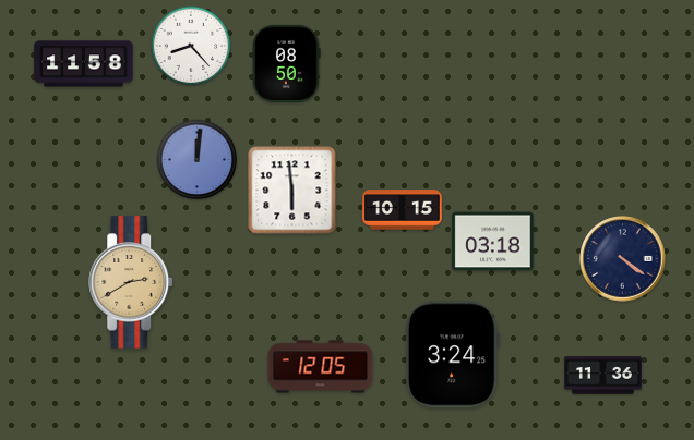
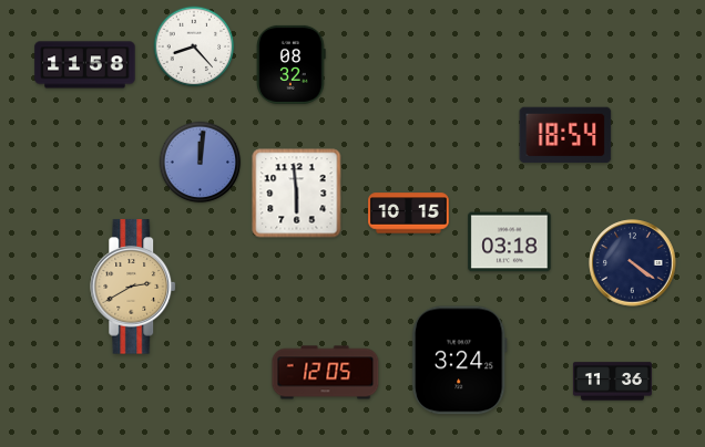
clock at (287, 63): 08:50 -> 08:32
clock at (565, 135): none -> 18:54
clock at (493, 242) position: (493, 242) -> (510, 242)
